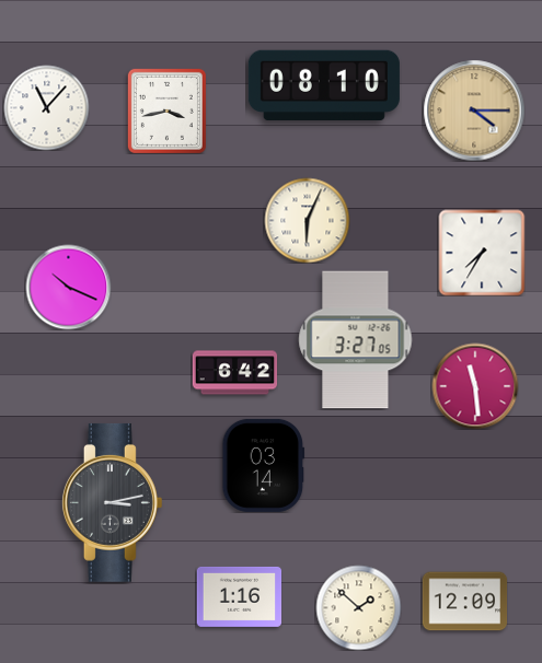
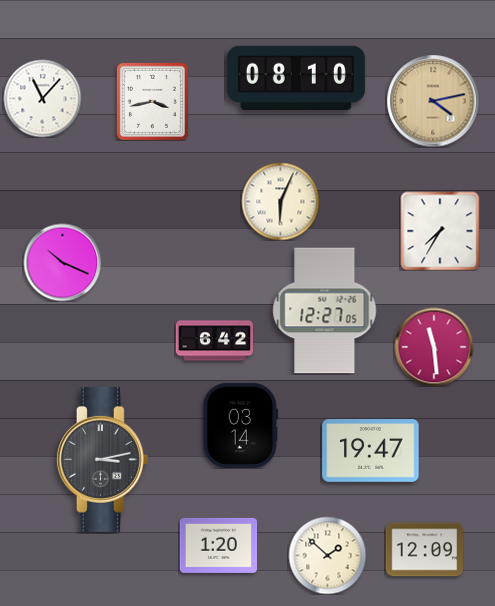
clock at (474, 111): 4:15 -> 4:13
clock at (356, 340): 3:27 -> 12:27
clock at (475, 386) position: (475, 386) -> (434, 347)
clock at (371, 451): none -> 19:47
clock at (239, 596): 1:16 -> 1:20
